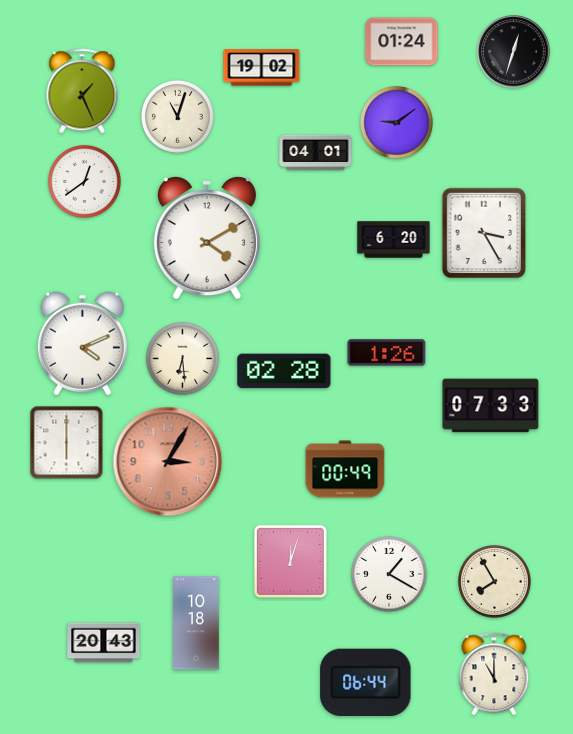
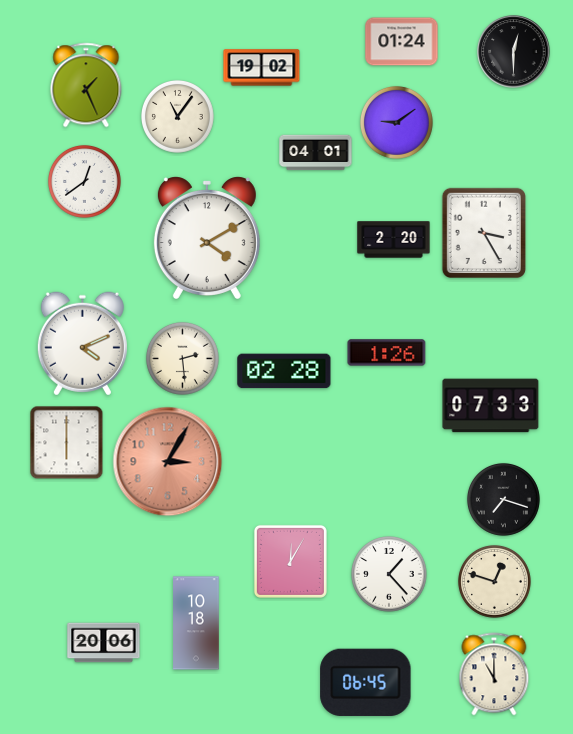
clock at (514, 52): 12:33 -> 12:30
clock at (82, 91) position: (82, 91) -> (86, 85)
clock at (178, 117): 11:03 -> 11:06
clock at (394, 240): 6:20 -> 2:20
clock at (183, 359): 6:29 -> 2:29
clock at (345, 469): 00:49 -> none
clock at (504, 500): none -> 7:18
clock at (290, 561): 12:03 -> 12:05
clock at (389, 574): 1:20 -> 1:23
clock at (495, 582): 7:55 -> 12:48
clock at (104, 643): 20:43 -> 20:06
clock at (366, 682): 06:44 -> 06:45
